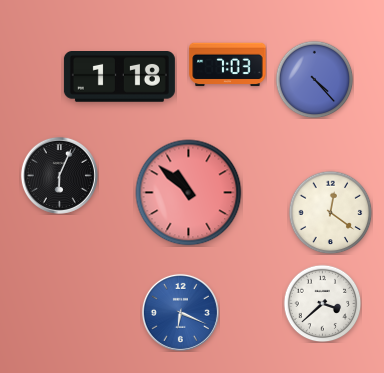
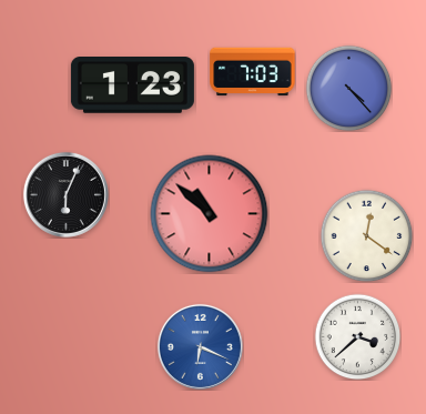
clock at (119, 77): 1:18 -> 1:23
